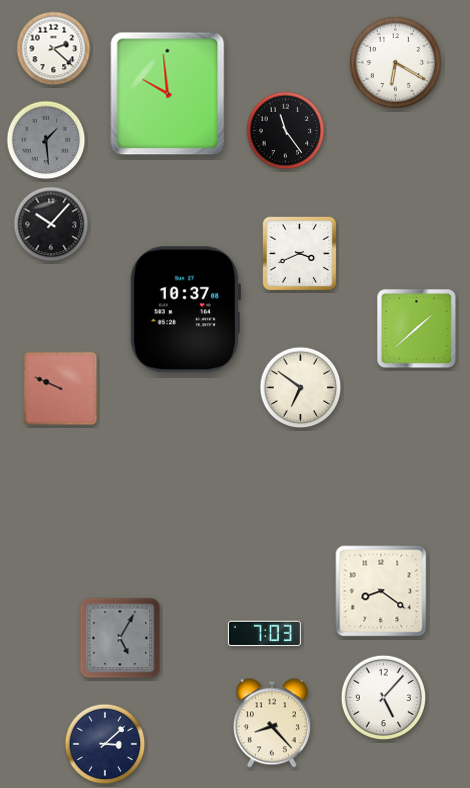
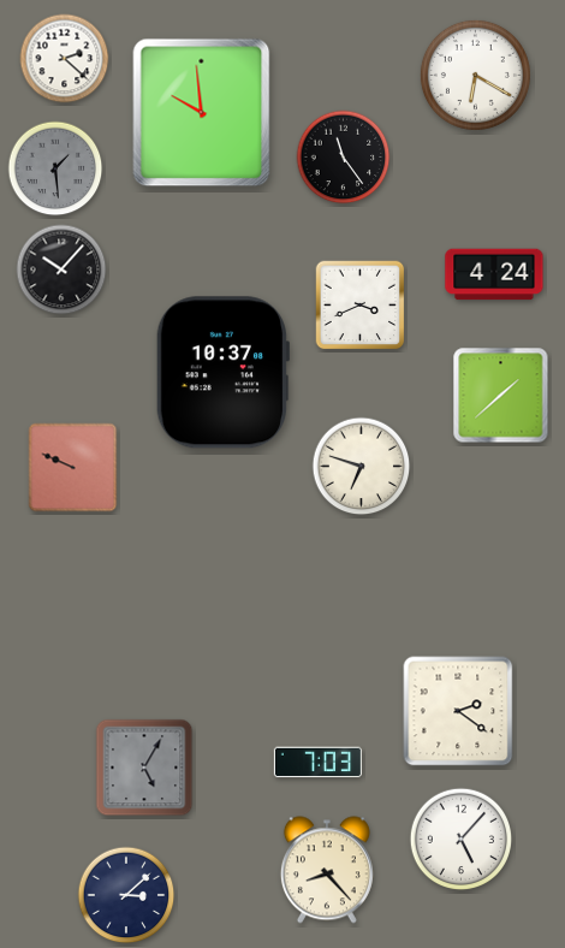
clock at (494, 274): none -> 4:24
clock at (301, 388): 6:51 -> 6:48
clock at (381, 591): 8:21 -> 2:21
